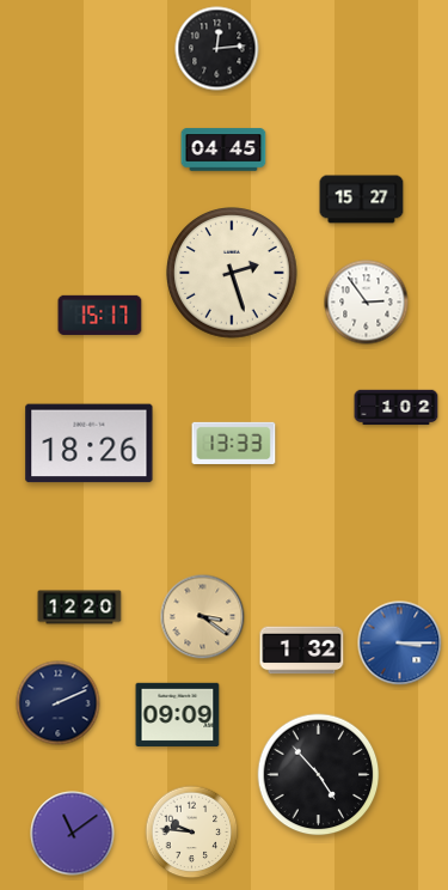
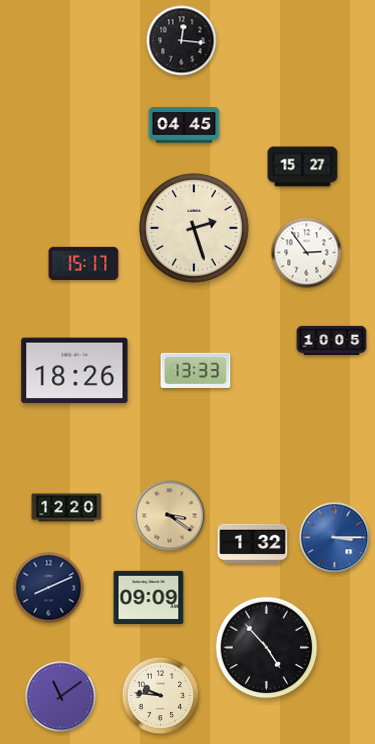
clock at (217, 49): 12:14 -> 12:16
clock at (223, 150) position: (223, 150) -> (184, 125)
clock at (397, 408): 1:02 -> 10:05
clock at (59, 703): 2:11 -> 8:11
